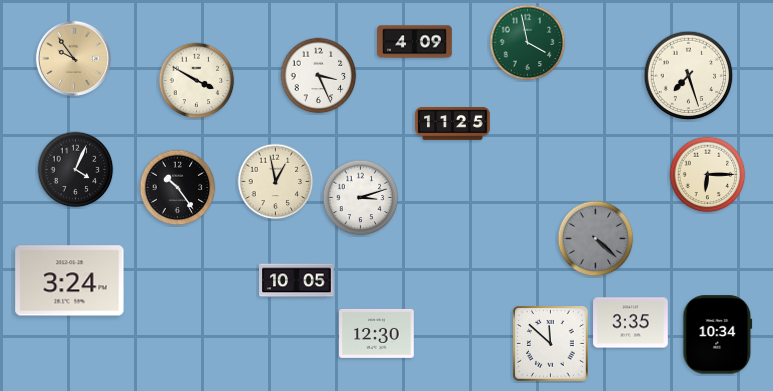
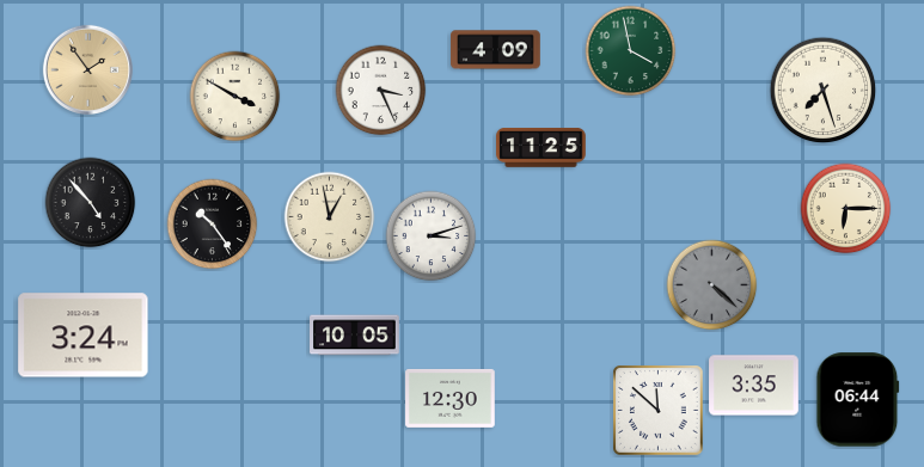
clock at (73, 58): 9:54 -> 1:54
clock at (76, 170): 4:04 -> 4:53
clock at (718, 335): 10:34 -> 06:44
